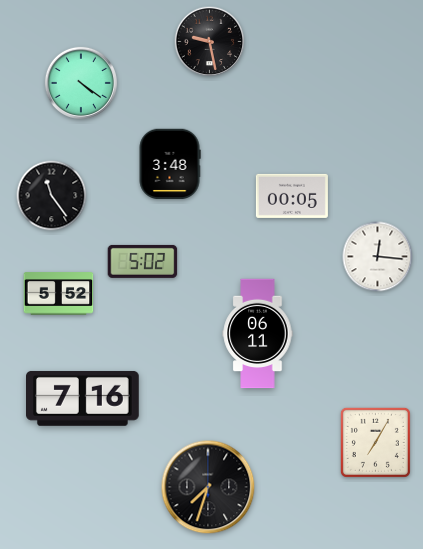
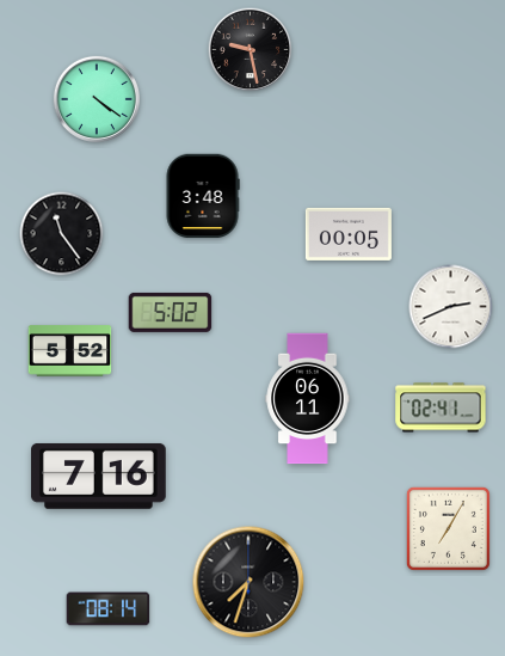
clock at (378, 257): 12:16 -> 2:41
clock at (441, 407): none -> 02:41
clock at (109, 609): none -> 08:14
